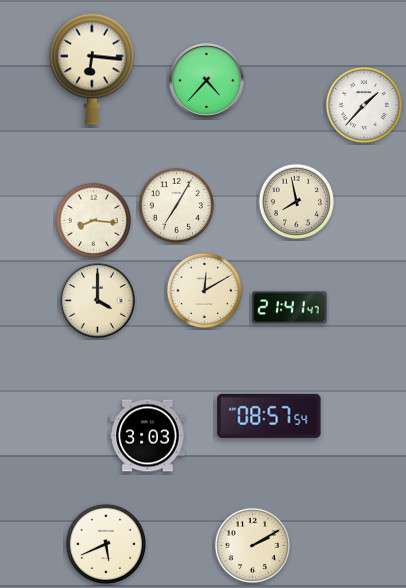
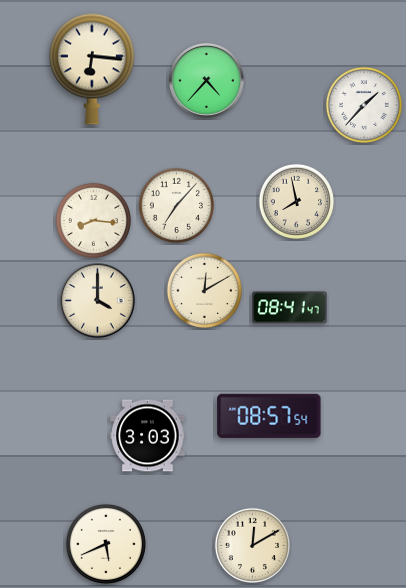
clock at (176, 205): 7:05 -> 7:07
clock at (290, 308): 21:41 -> 08:41
clock at (252, 545): 2:10 -> 12:10
